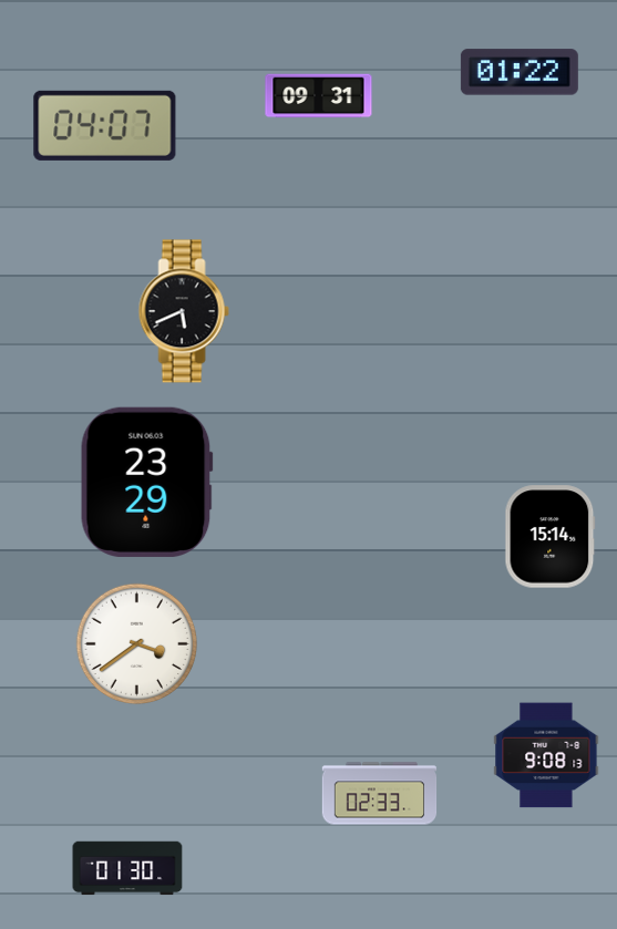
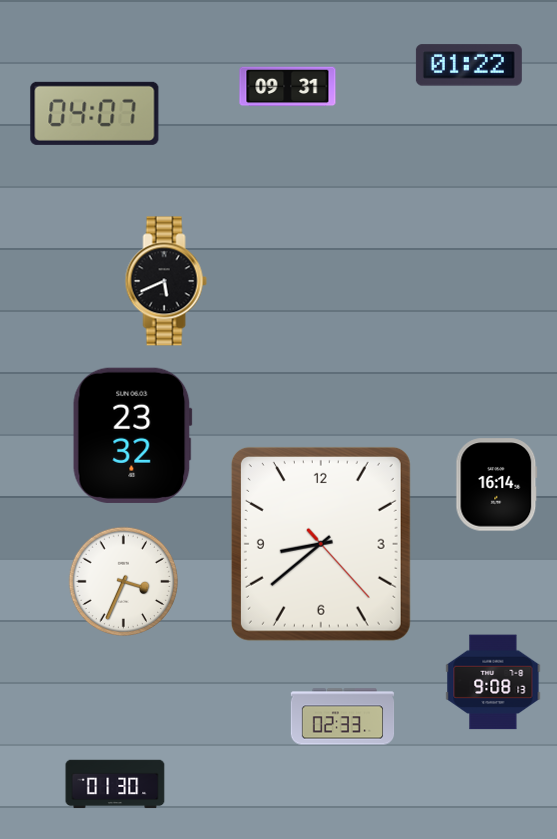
clock at (146, 482): 23:29 -> 23:32
clock at (551, 537): 15:14 -> 16:14
clock at (321, 544): none -> 8:38
clock at (137, 644): 3:39 -> 3:34
